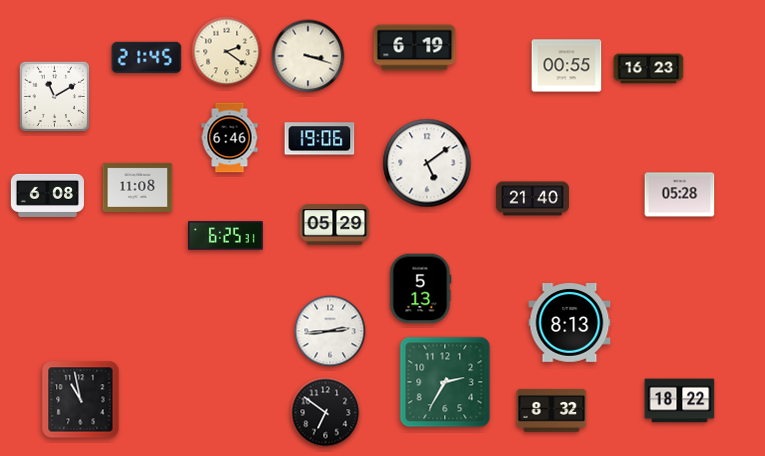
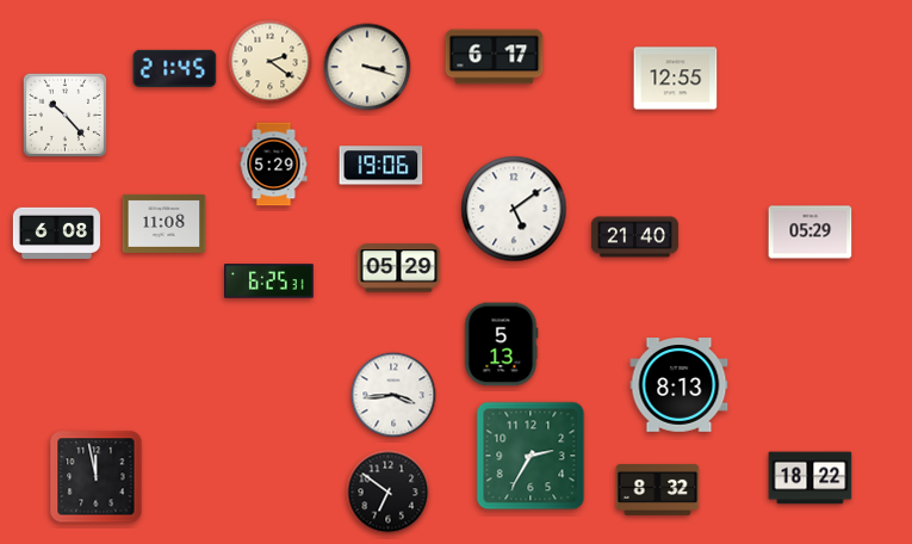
clock at (415, 48): 6:19 -> 6:17
clock at (567, 66): 00:55 -> 12:55
clock at (649, 69): 16:23 -> none
clock at (54, 96): 11:10 -> 10:23
clock at (230, 138): 6:46 -> 5:29
clock at (427, 163) position: (427, 163) -> (514, 209)
clock at (680, 195): 05:28 -> 05:29
clock at (330, 331): 2:44 -> 3:44
clock at (81, 400): 10:58 -> 11:58
